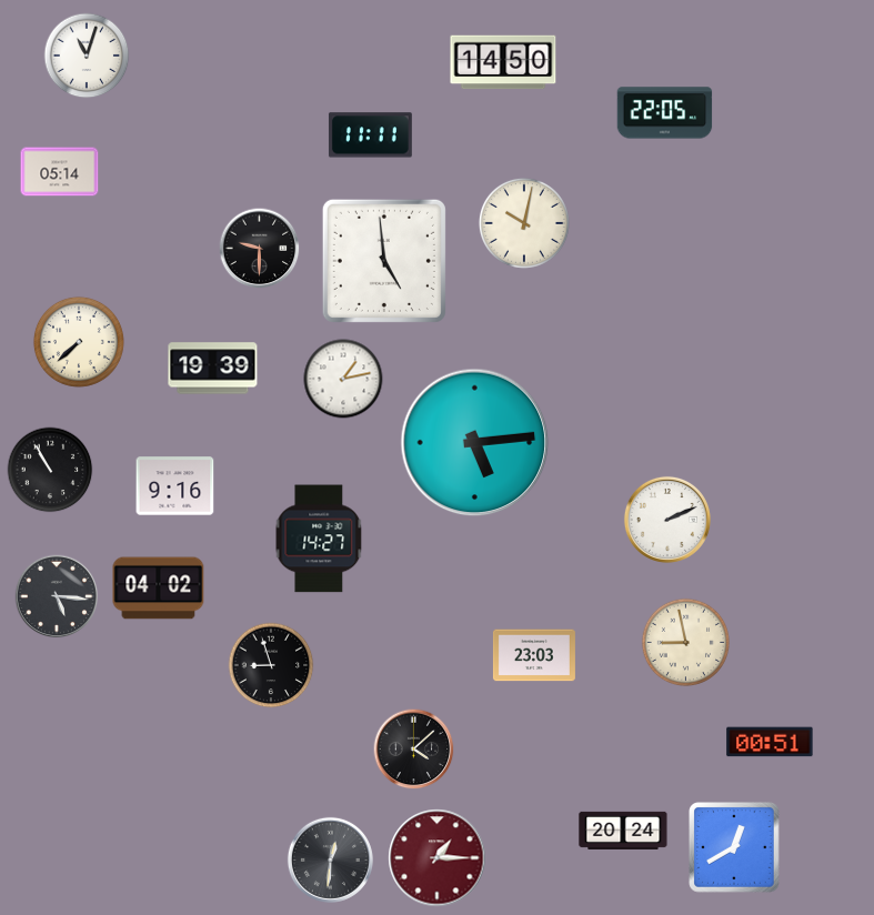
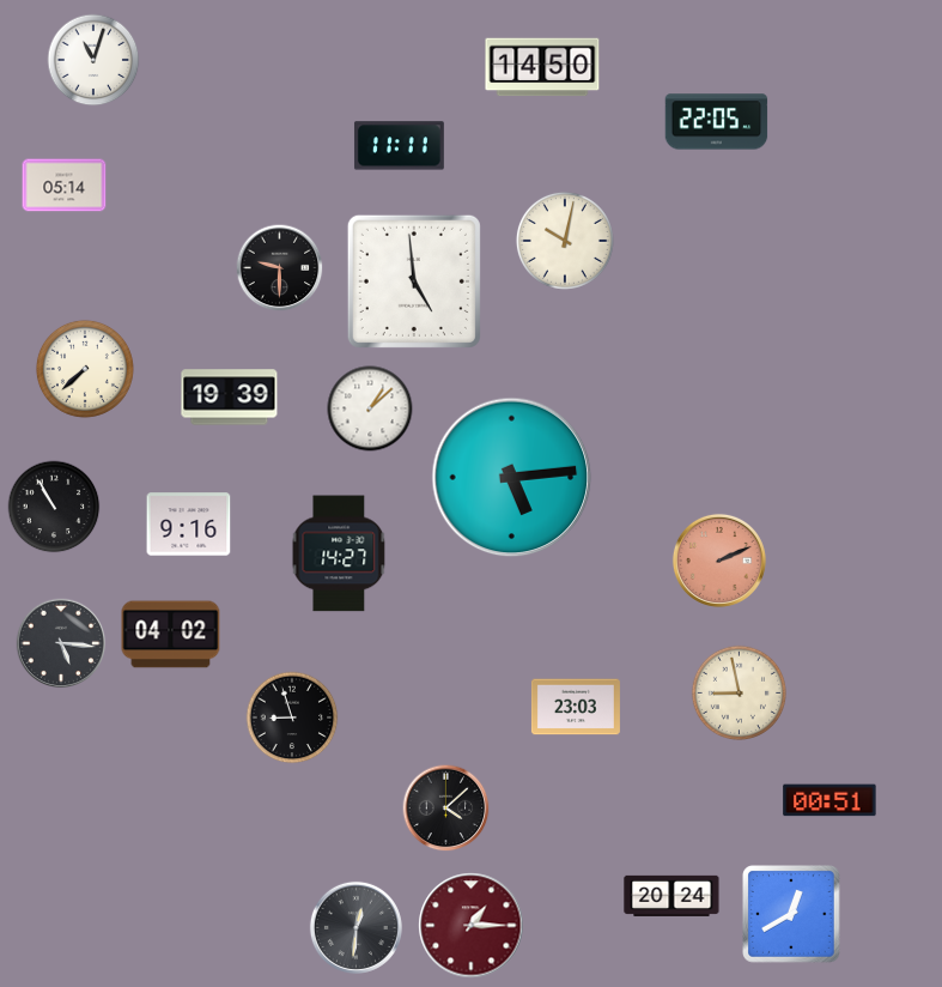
clock at (343, 379): 1:13 -> 1:08
clock at (667, 520) dial: white -> salmon
clock at (319, 539) position: (319, 539) -> (339, 553)
